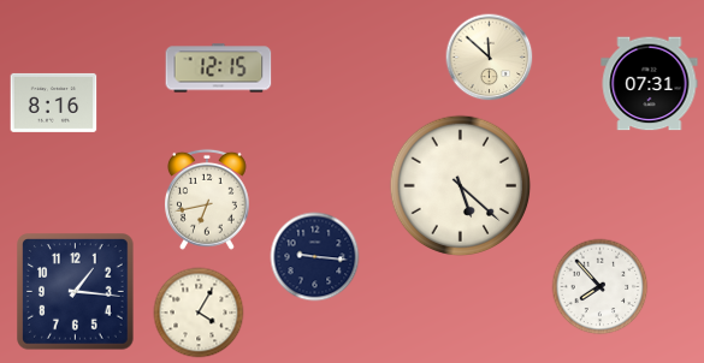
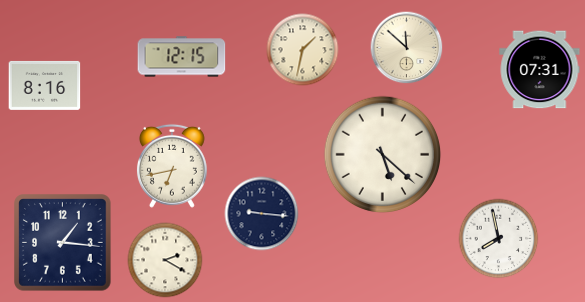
clock at (303, 50): none -> 1:32
clock at (601, 287): 7:53 -> 7:58
clock at (199, 313): 4:05 -> 2:20
